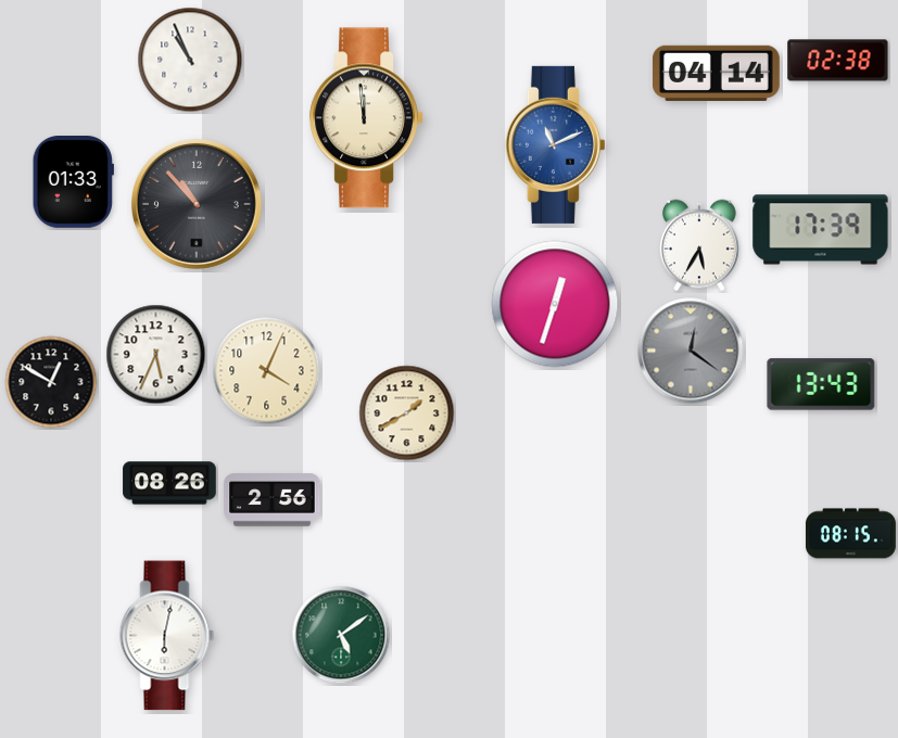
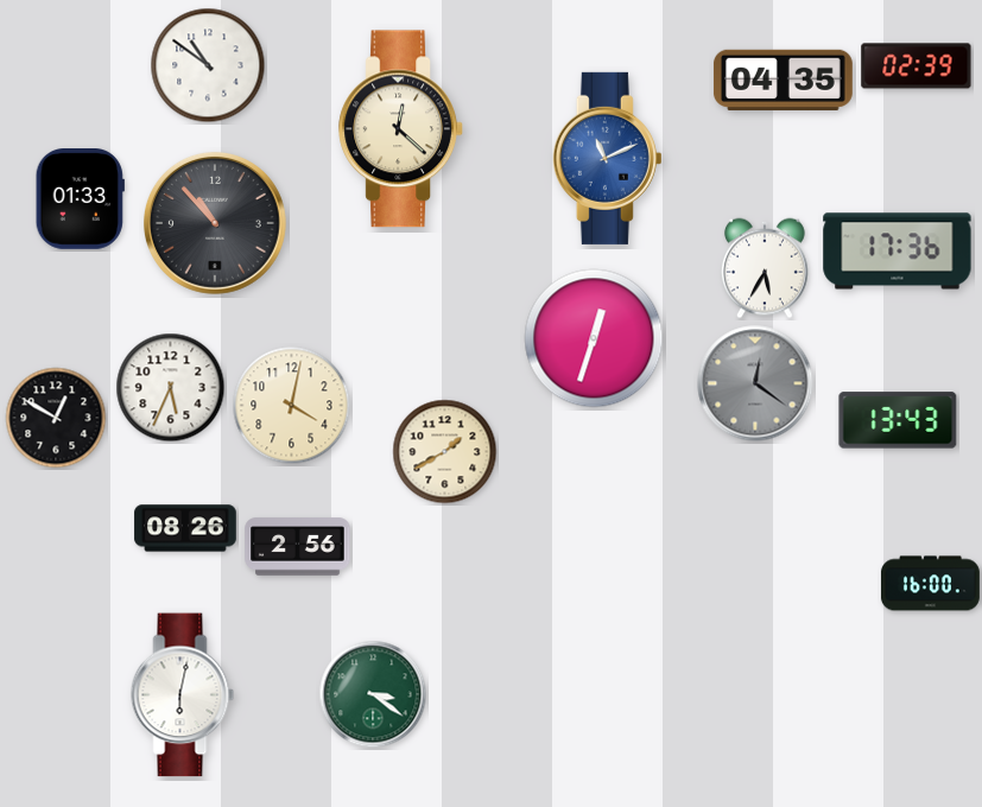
clock at (190, 60): 10:56 -> 10:51
clock at (838, 61): 02:38 -> 02:39
clock at (716, 73): 04:14 -> 04:35
clock at (366, 118): 11:59 -> 12:22
clock at (821, 230): 17:39 -> 17:36
clock at (555, 304) position: (555, 304) -> (594, 338)
clock at (267, 371): 4:04 -> 4:02
clock at (850, 534): 08:15 -> 16:00
clock at (341, 635): 5:09 -> 3:21
